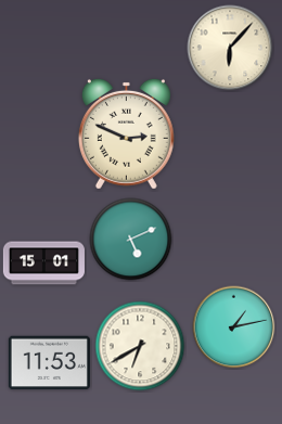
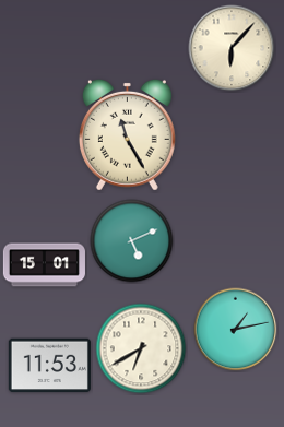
clock at (126, 133): 2:49 -> 11:25
